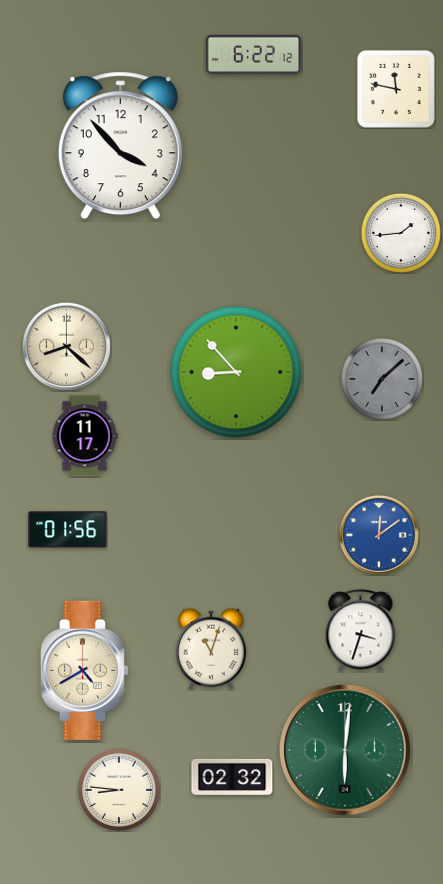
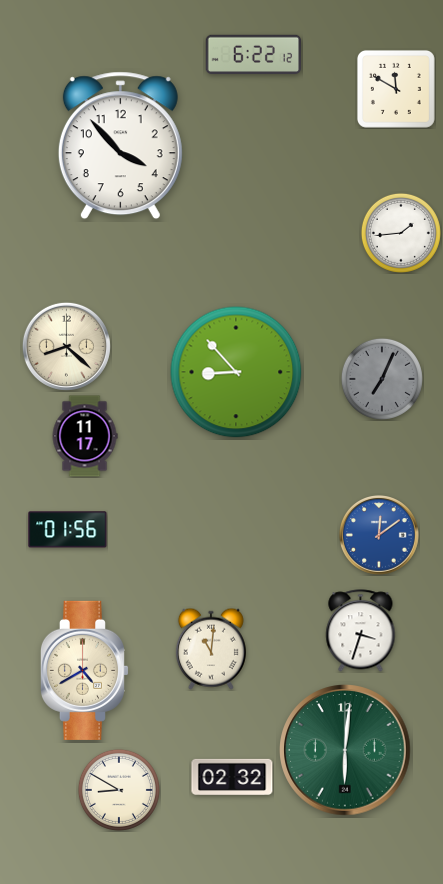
clock at (396, 89): 11:47 -> 11:50
clock at (382, 379): 7:08 -> 7:04
clock at (211, 649): 11:03 -> 11:01
clock at (119, 790): 8:46 -> 8:50
